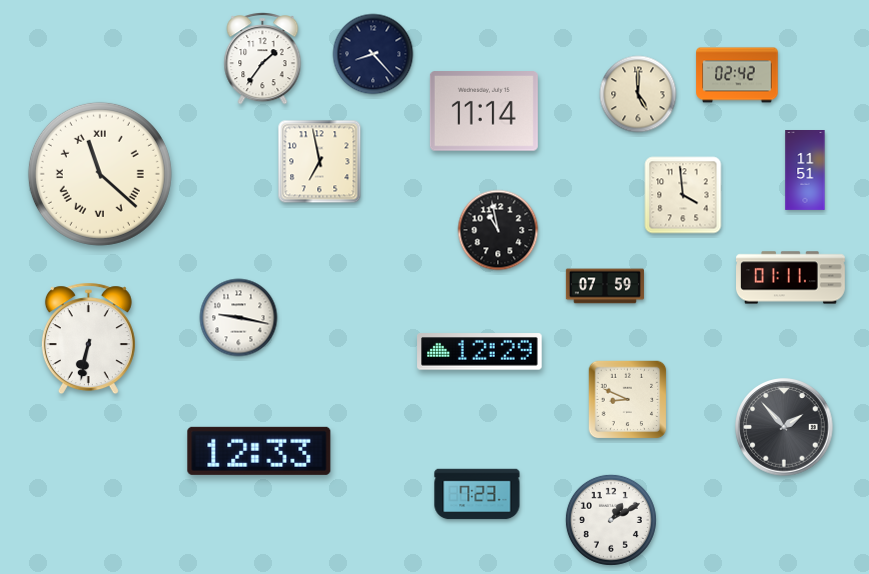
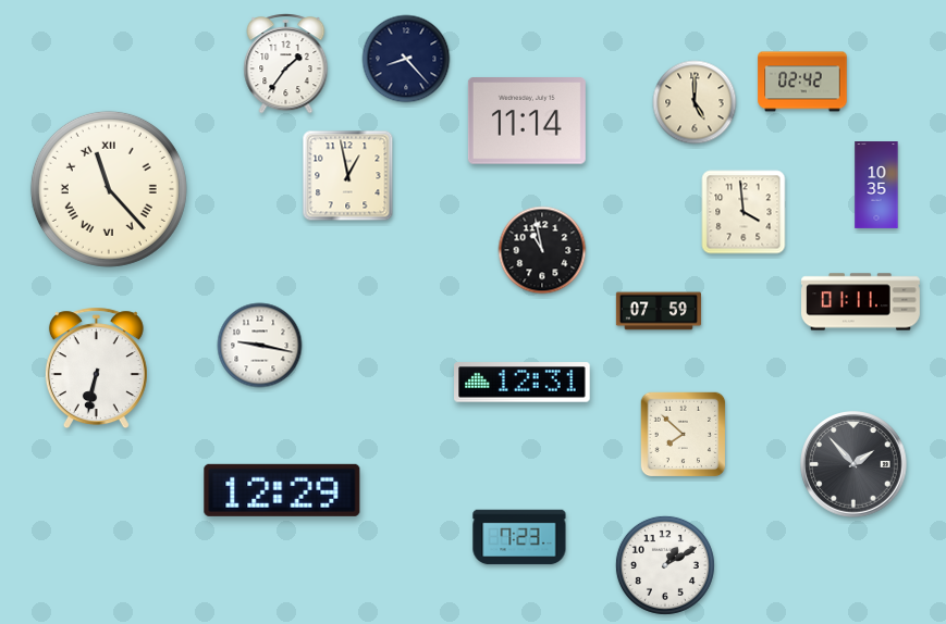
clock at (320, 162): 6:58 -> 12:58
clock at (805, 171): 11:51 -> 10:35
clock at (100, 174): 11:22 -> 11:23
clock at (480, 352): 12:29 -> 12:31
clock at (628, 400): 8:49 -> 7:52
clock at (259, 451): 12:33 -> 12:29
